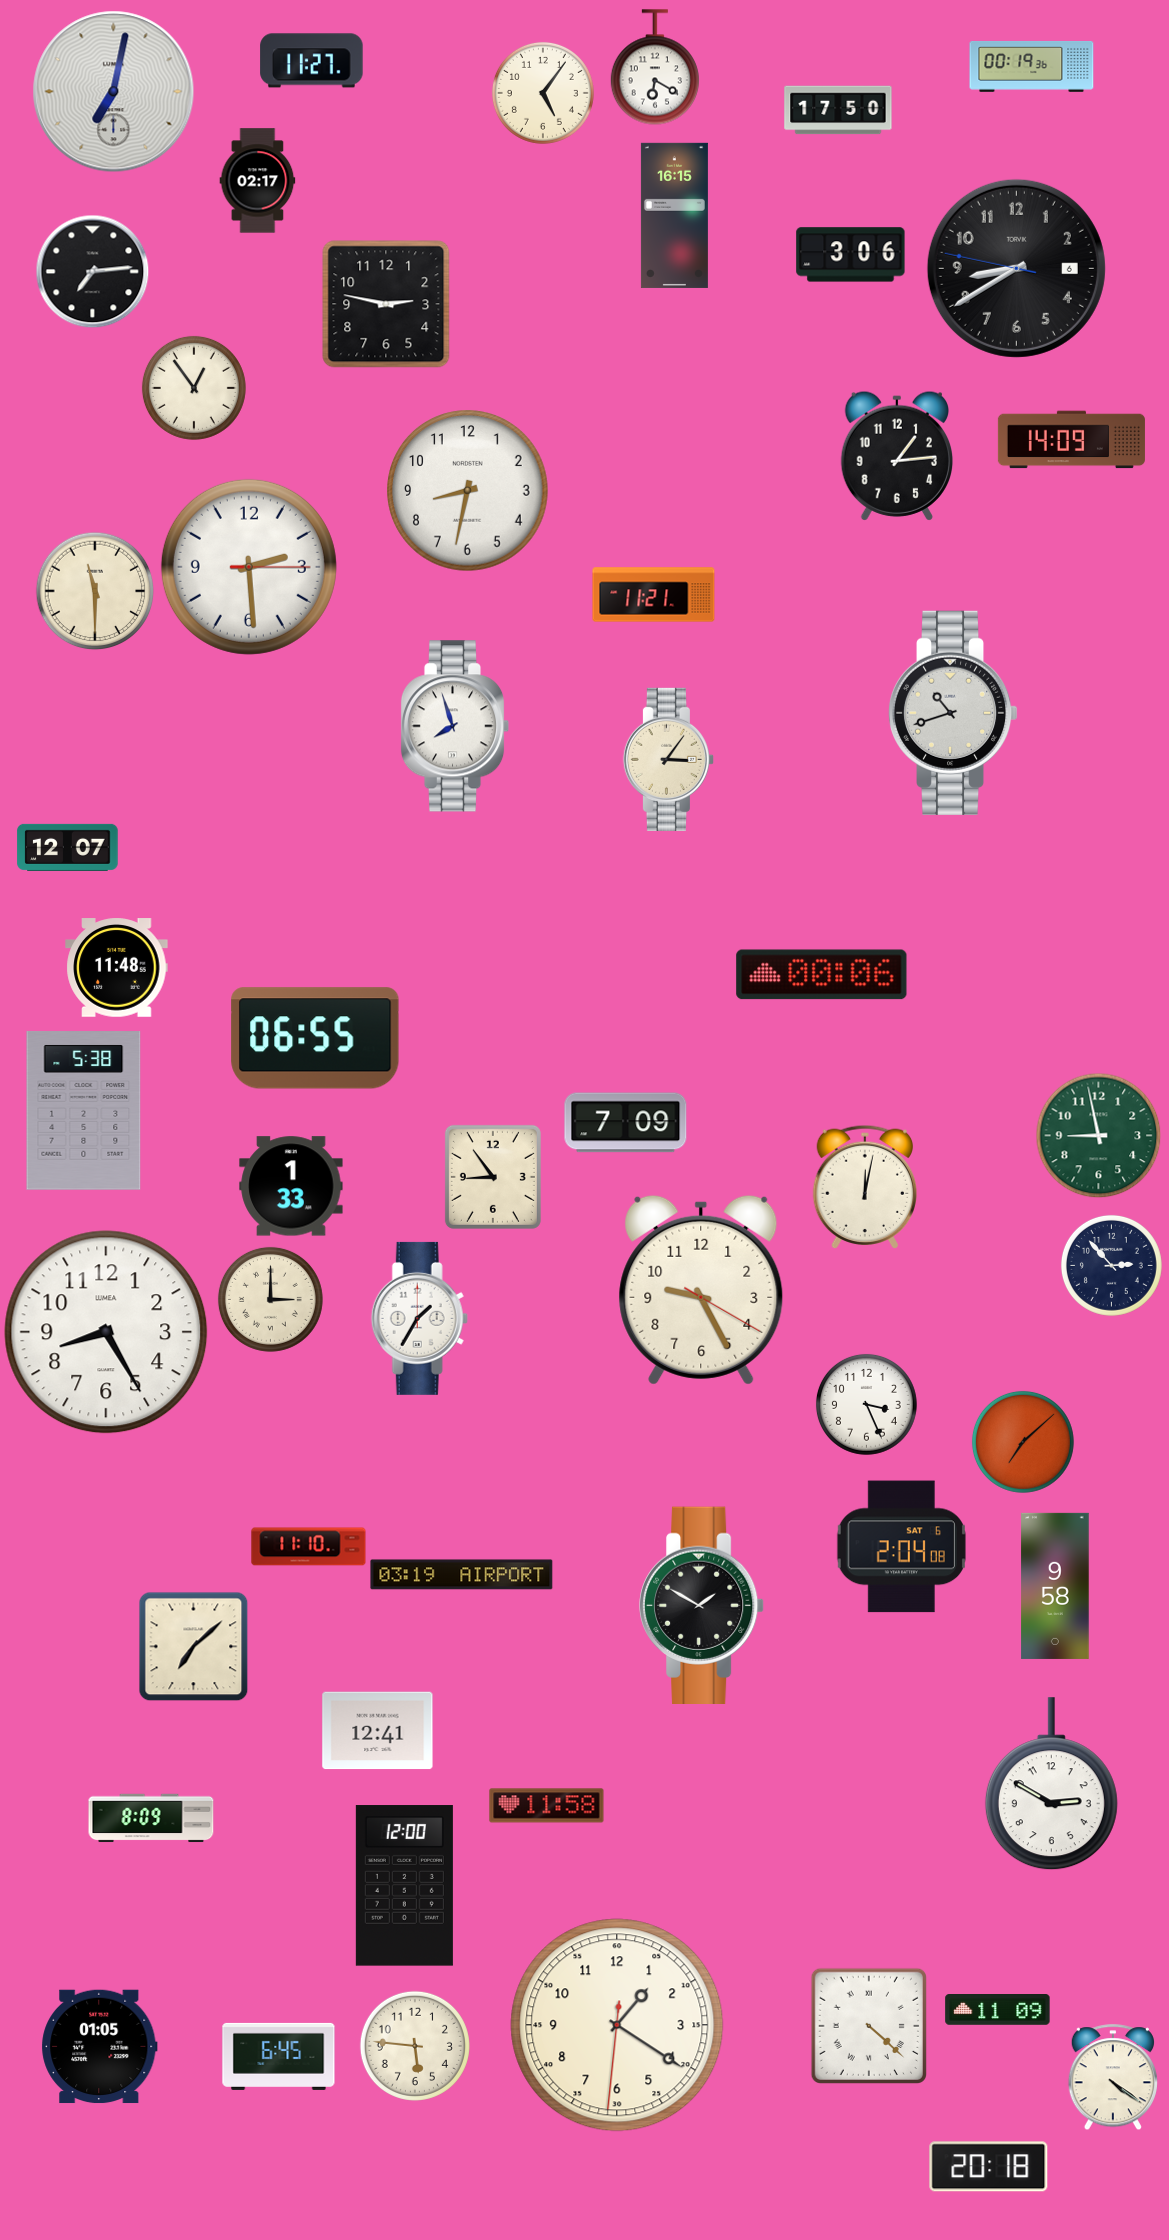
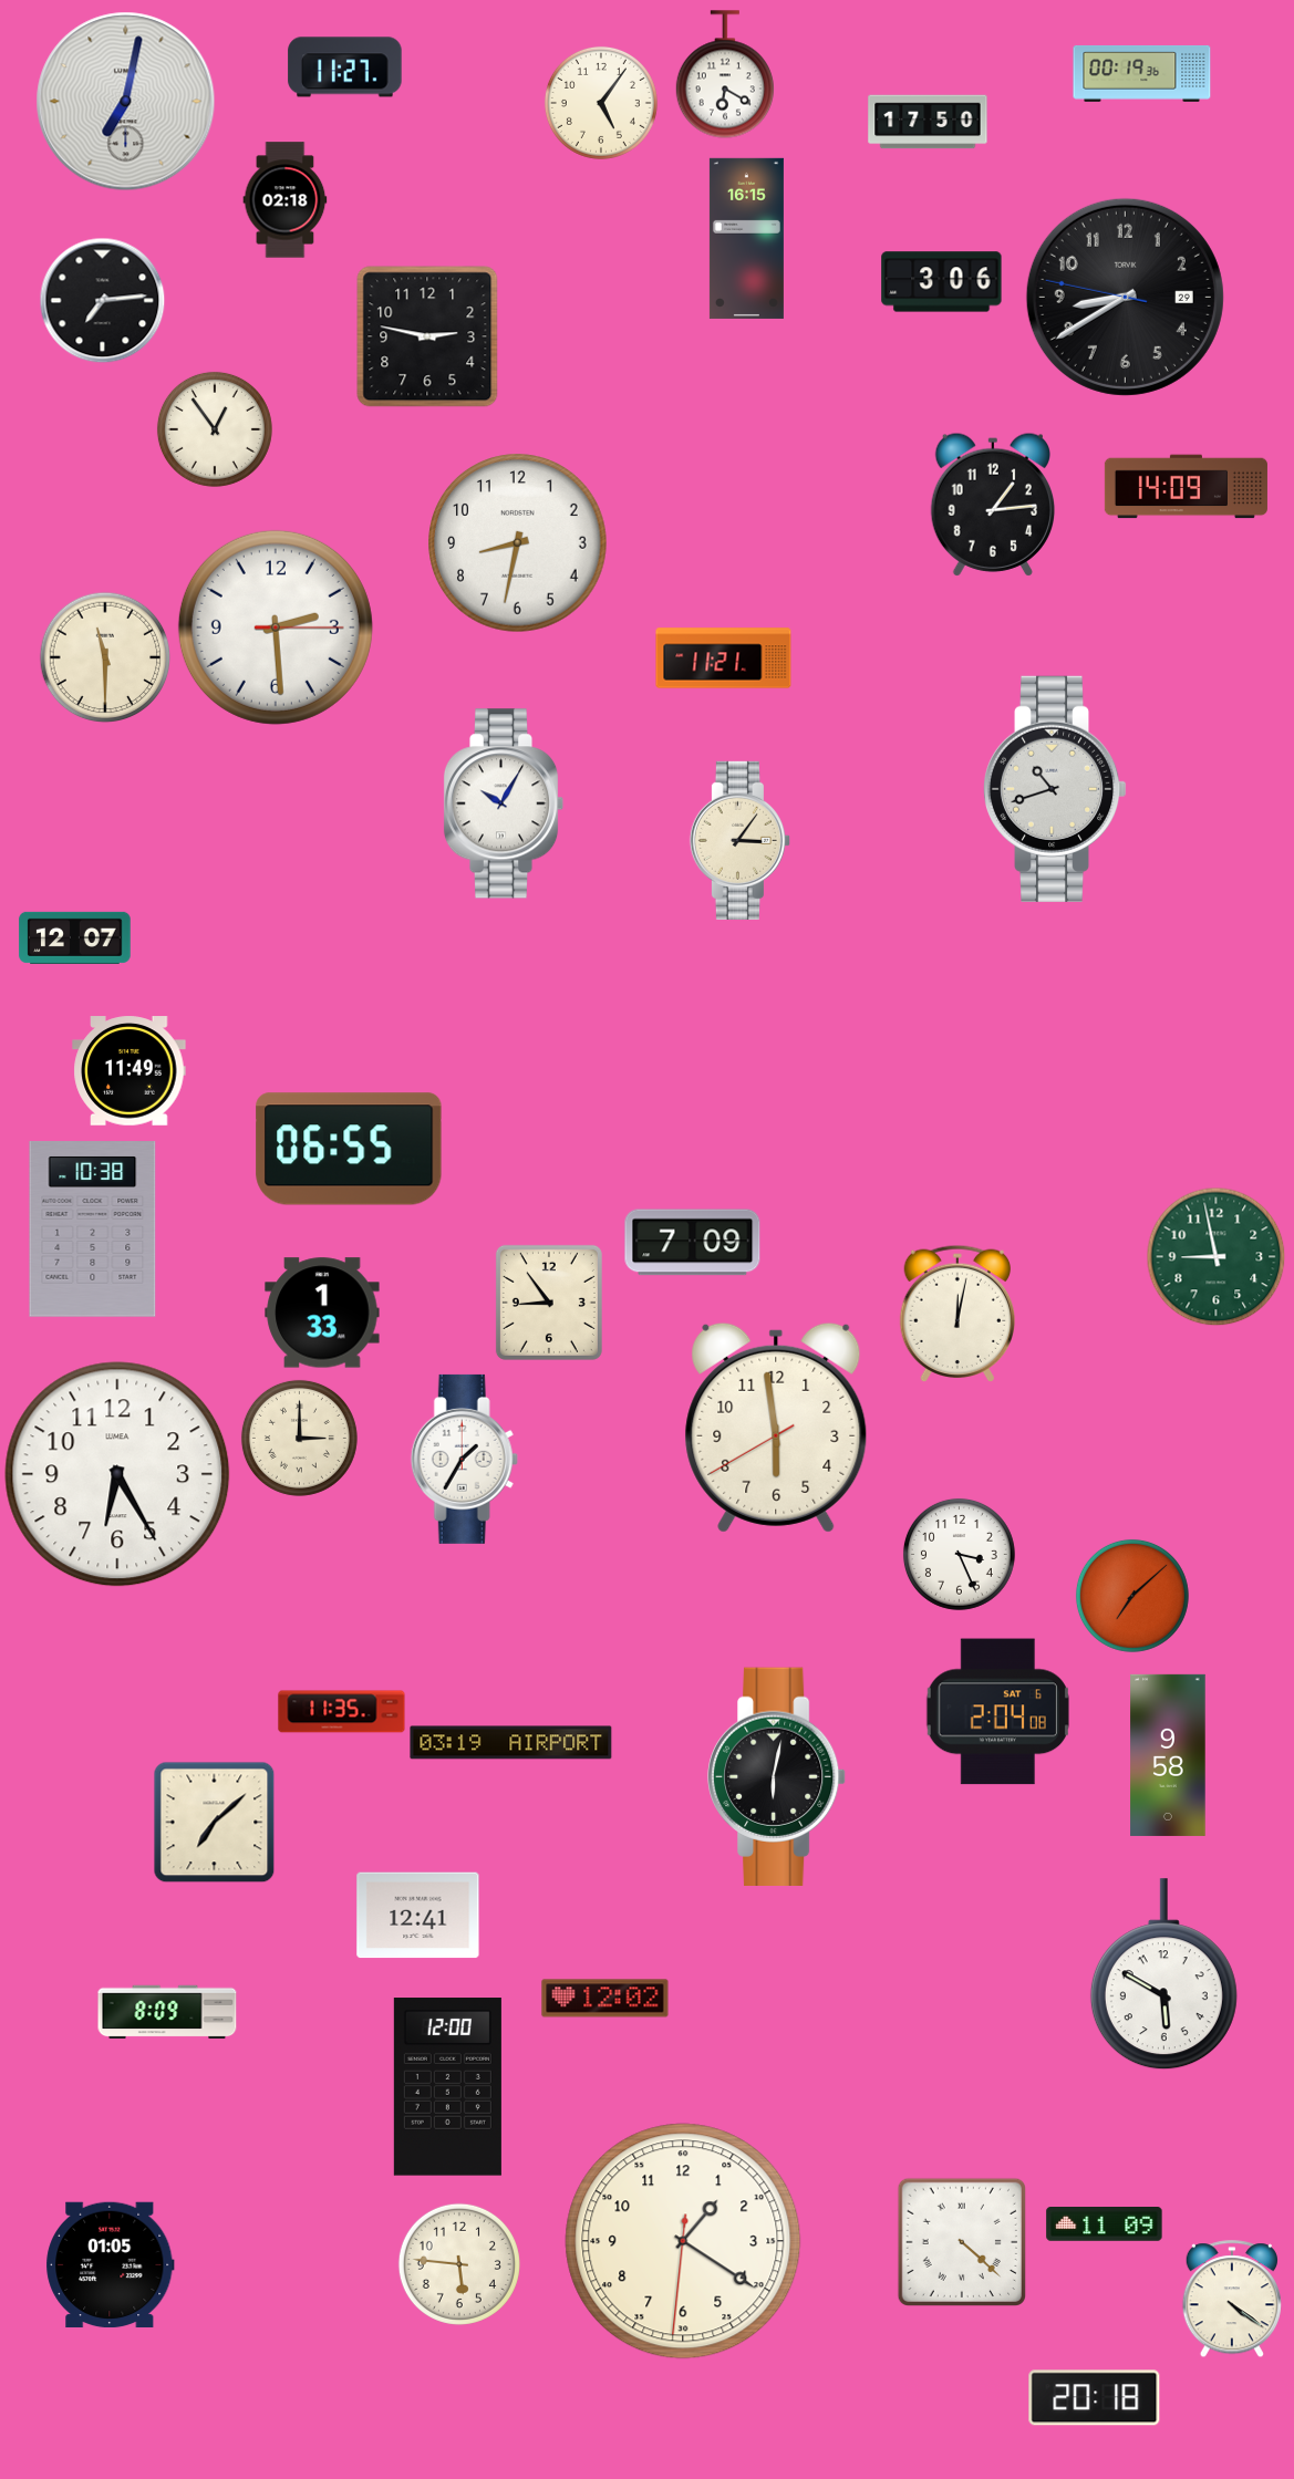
clock at (258, 181): 02:17 -> 02:18
clock at (1016, 268) date: 6 -> 29
clock at (95, 591) position: (95, 591) -> (105, 657)
clock at (455, 726): 7:57 -> 10:05
clock at (117, 968): 11:48 -> 11:49
clock at (822, 975): 00:06 -> none
clock at (84, 1111): 5:38 -> 10:38
clock at (493, 1177) position: (493, 1177) -> (549, 1303)
clock at (1111, 1265): 2:53 -> none
clock at (701, 1290): 9:25 -> 5:58
clock at (106, 1332): 8:25 -> 6:25
clock at (309, 1547): 11:10 -> 11:35
clock at (703, 1605): 1:50 -> 6:02
clock at (1051, 1784): 2:50 -> 5:50
clock at (547, 1806): 11:58 -> 12:02
clock at (279, 2056): 6:45 -> none
